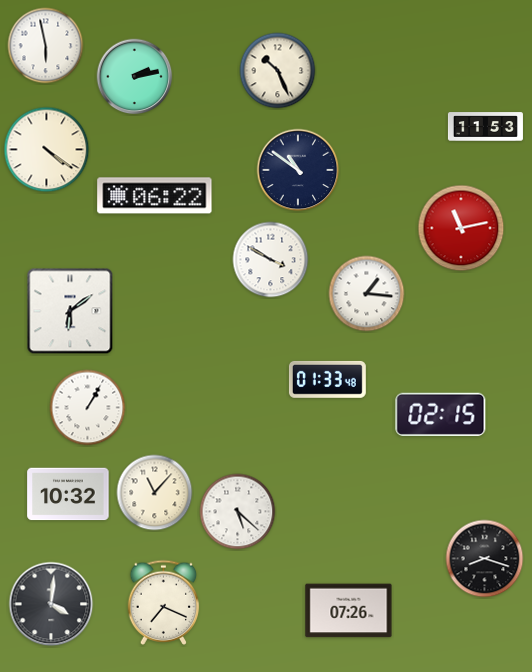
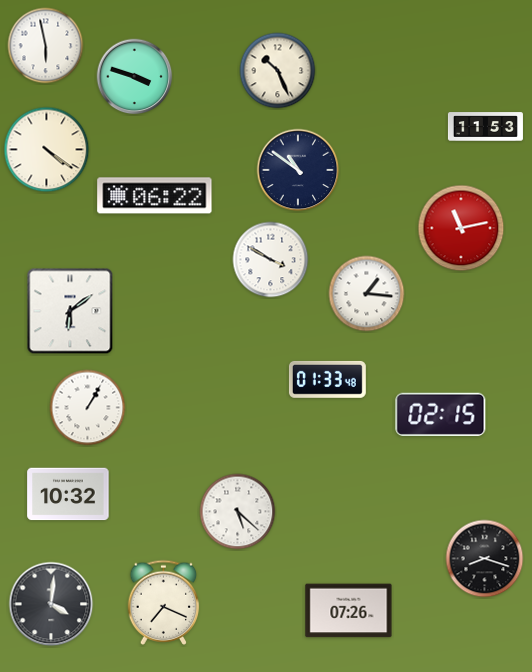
clock at (135, 77): 2:13 -> 3:48
clock at (155, 493): 11:07 -> none
